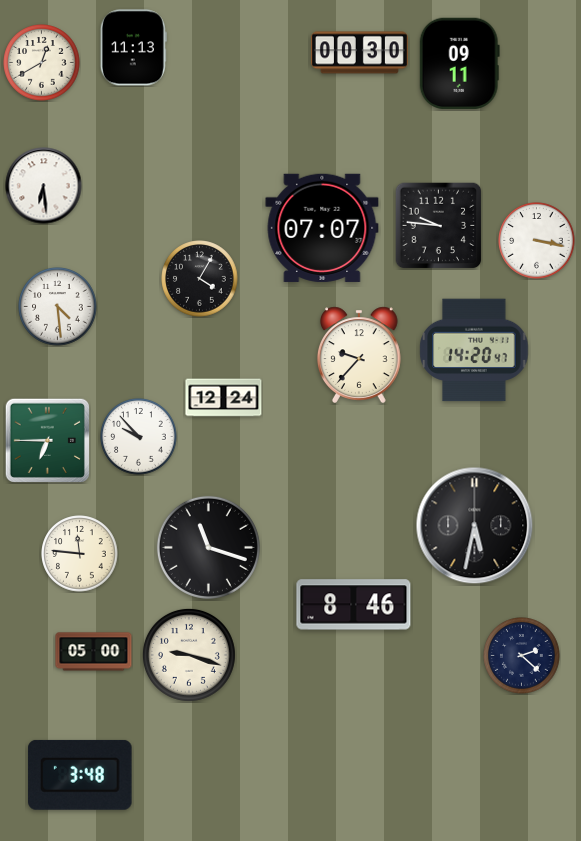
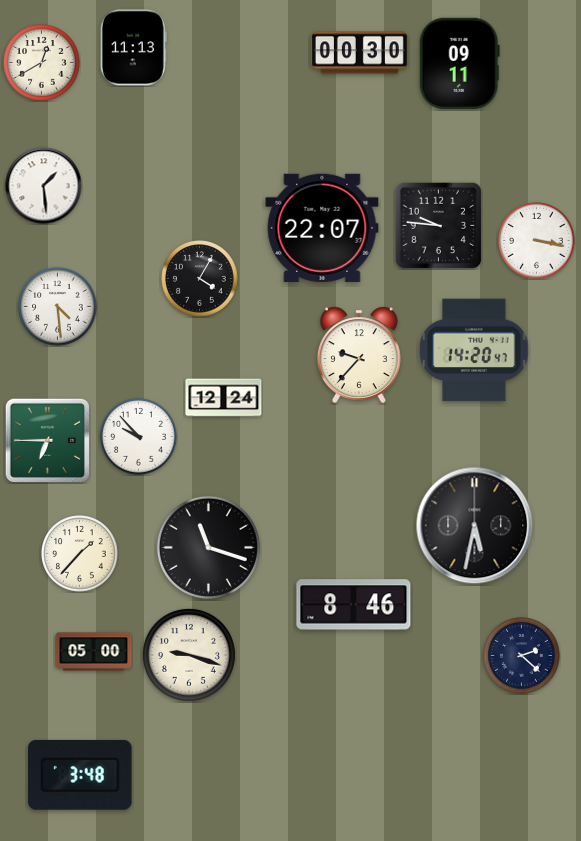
clock at (44, 186): 6:29 -> 1:29
clock at (322, 228): 07:07 -> 22:07
clock at (80, 554): 11:46 -> 1:37
